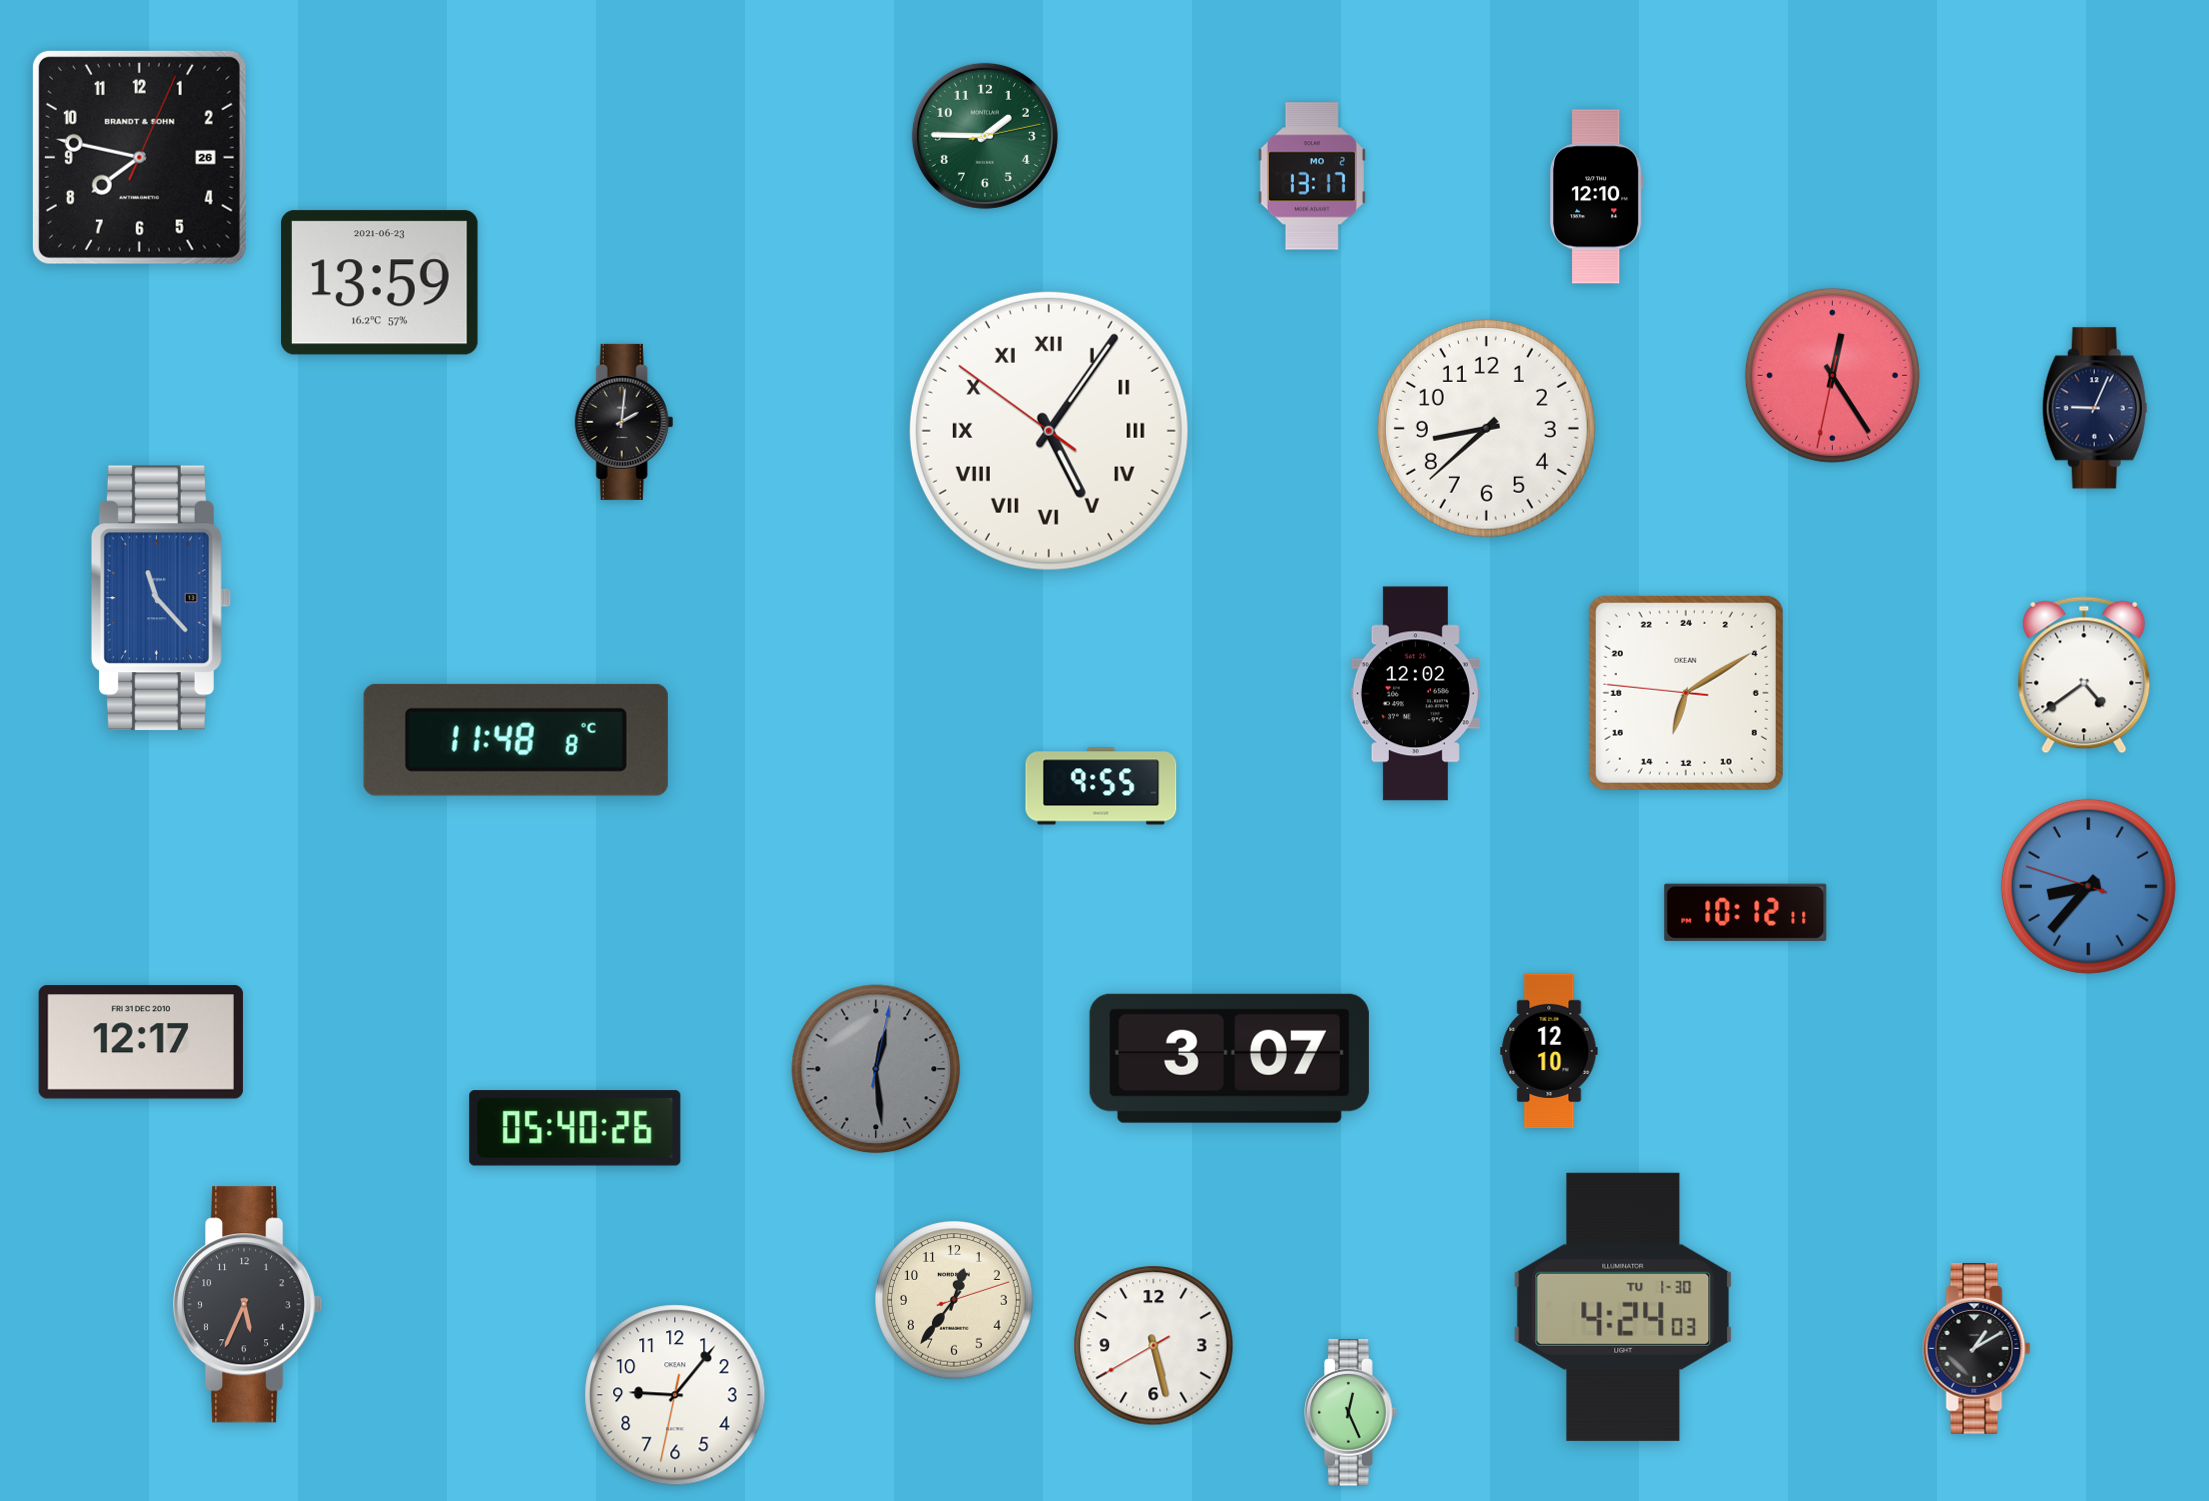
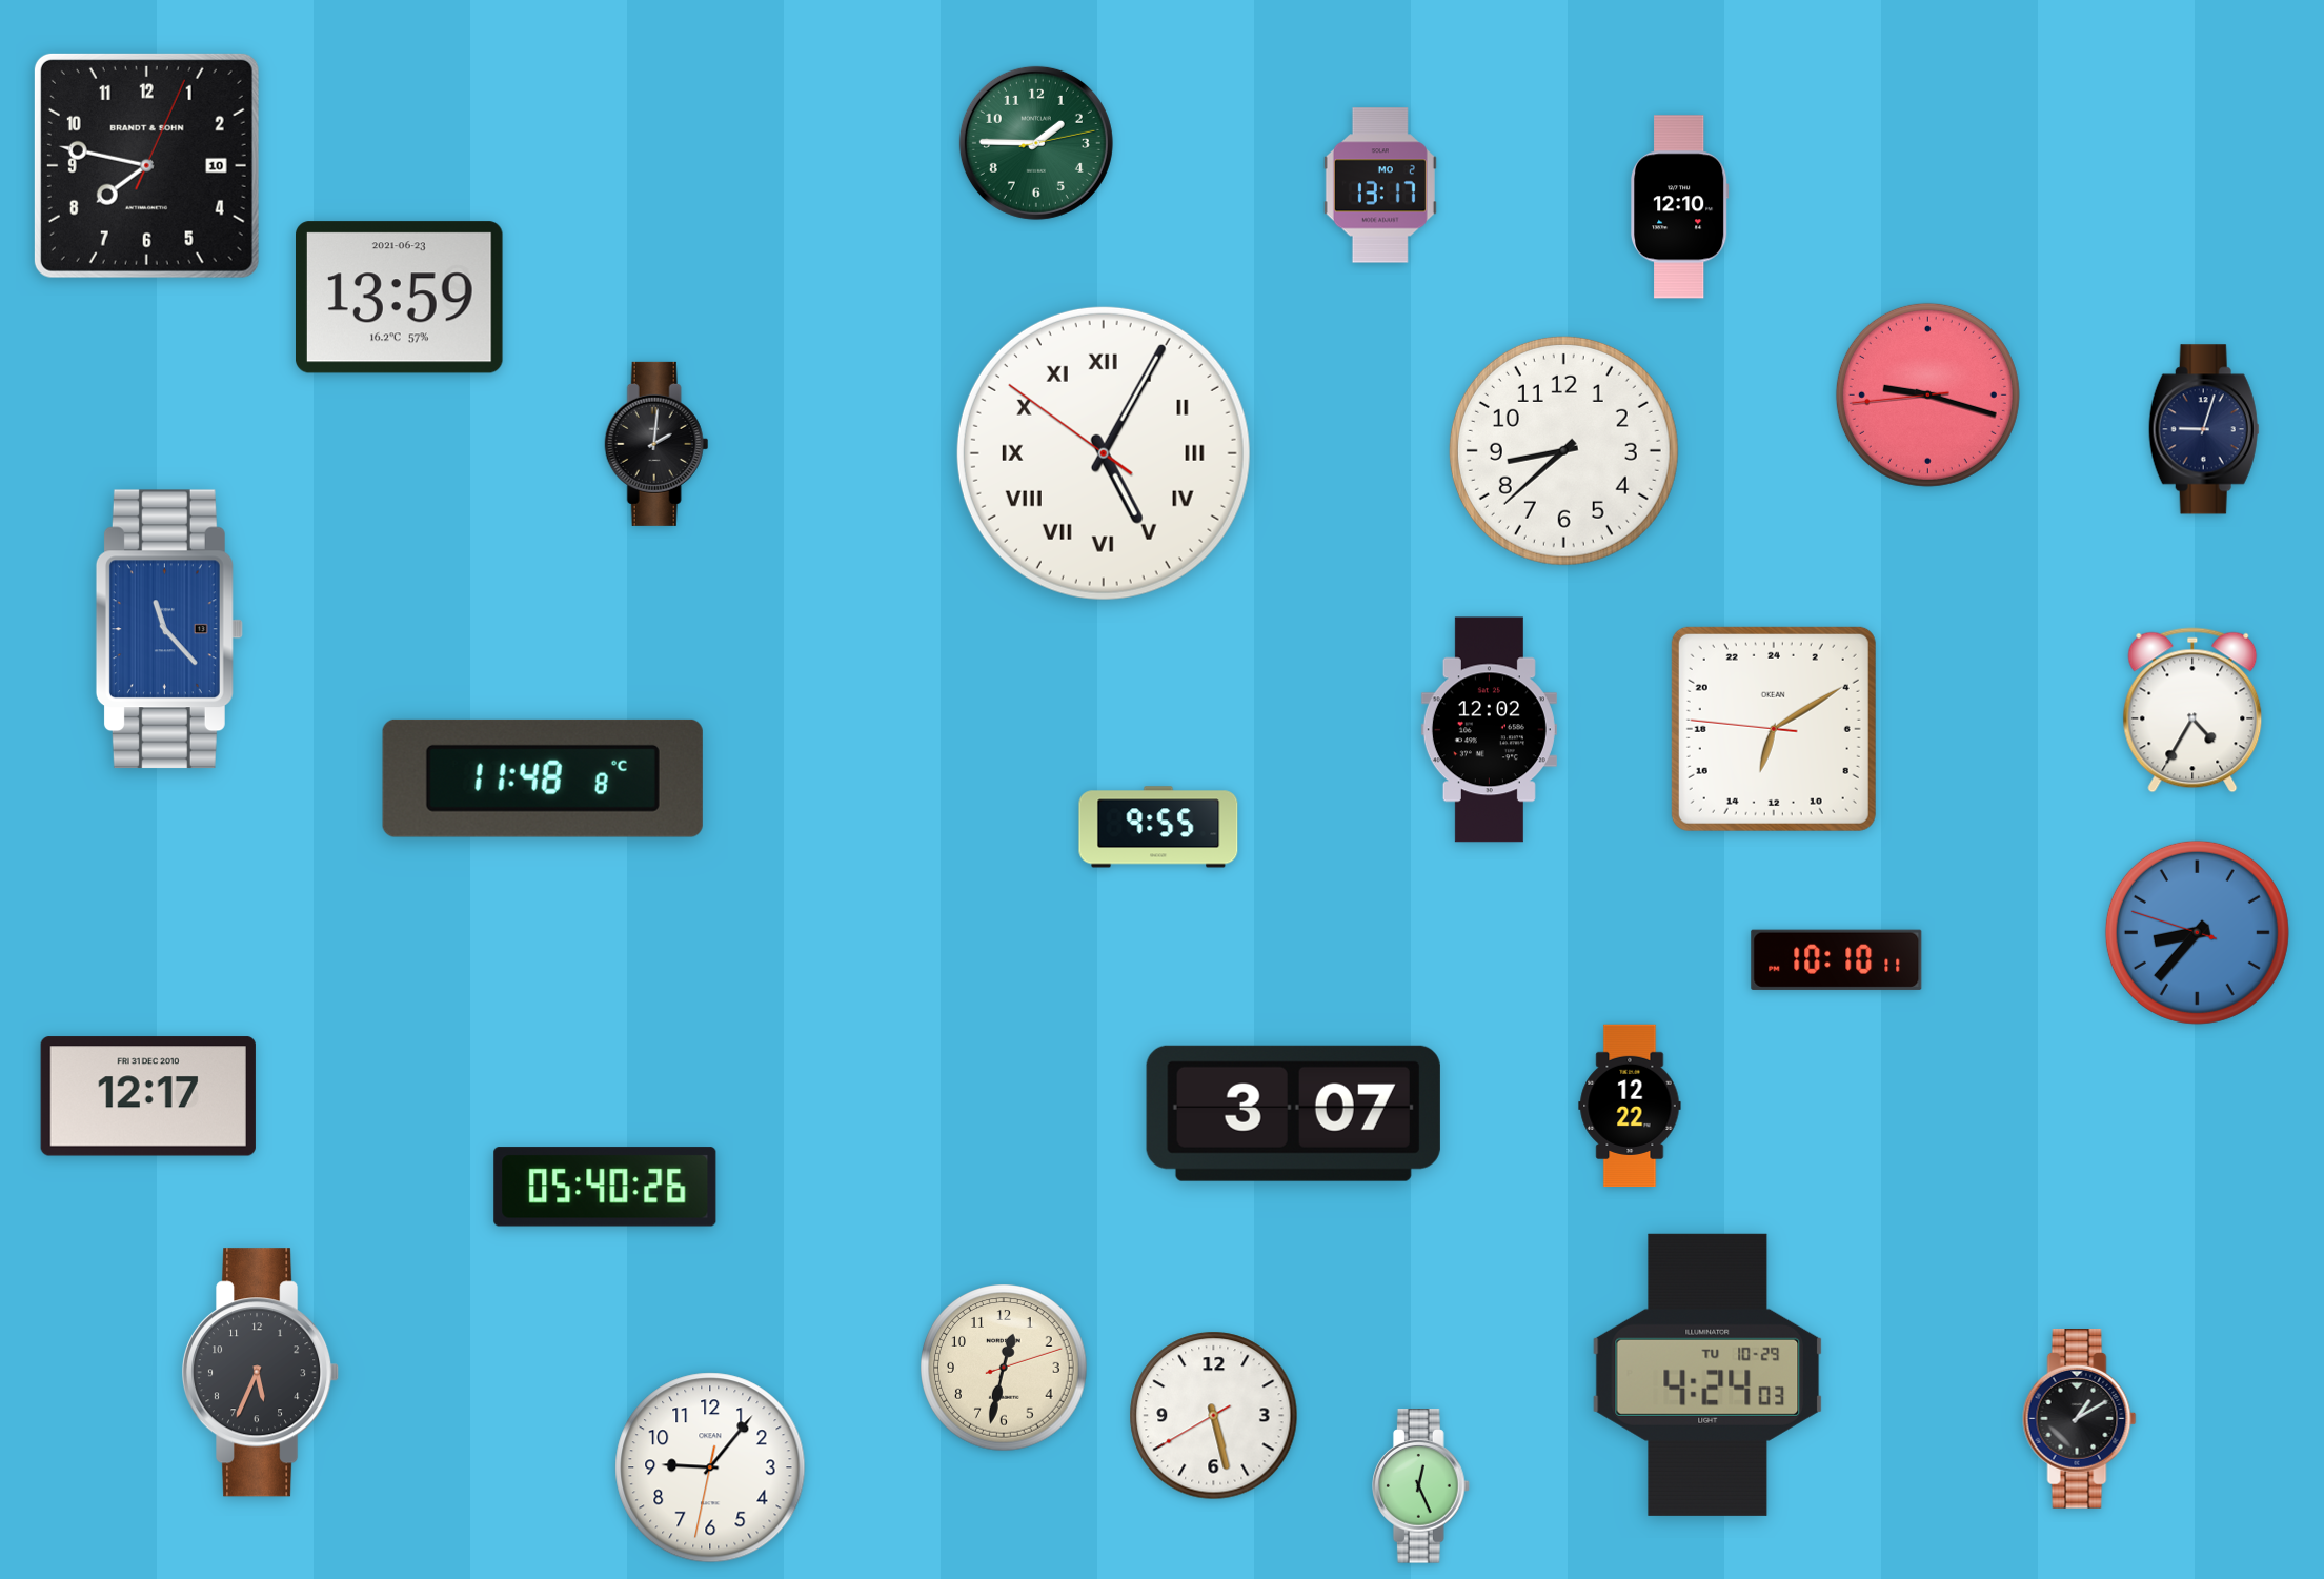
clock at (139, 157) date: 26 -> 10
clock at (1832, 375): 12:24 -> 9:17
clock at (2095, 408): 9:04 -> 9:03
clock at (1049, 431): 5:05 -> 5:04
clock at (2084, 675): 4:39 -> 4:35
clock at (1746, 912): 10:12 -> 10:10
clock at (1549, 1051): 12:10 -> 12:22
clock at (876, 1069): 12:29 -> none
clock at (954, 1300): 12:36 -> 12:32
clock at (1623, 1307) date: TU 1-30 -> TU 10-29
